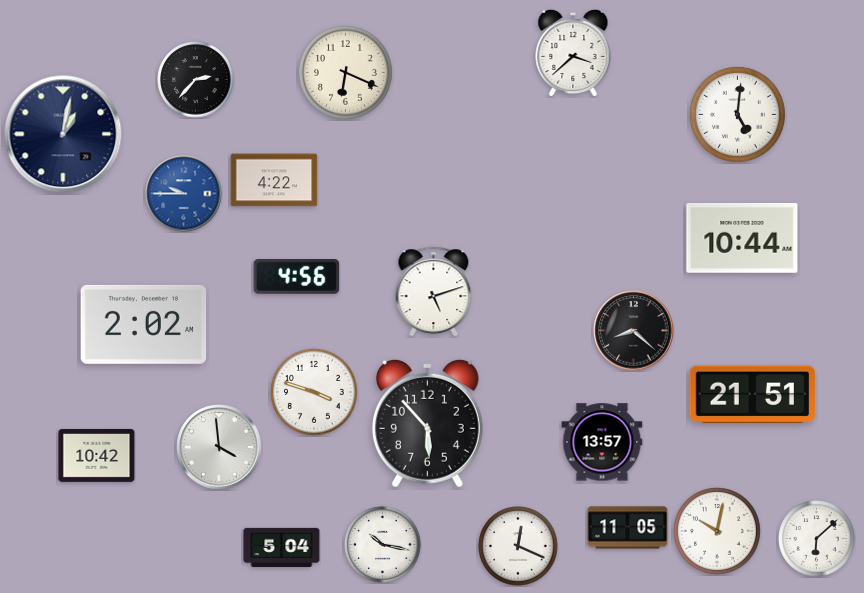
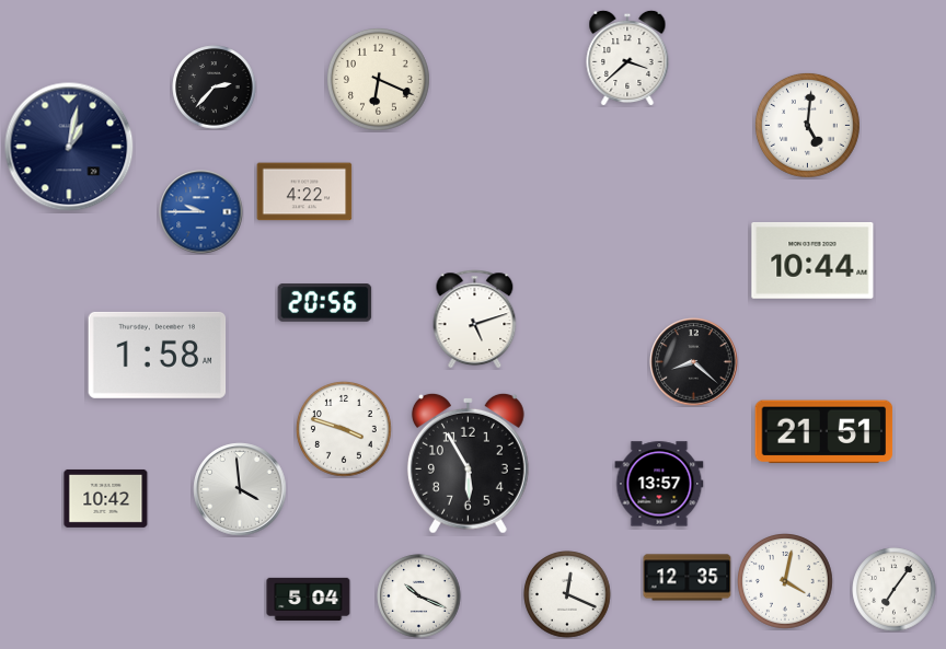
clock at (274, 180) position: (274, 180) -> (304, 192)
clock at (297, 277): 4:56 -> 20:56
clock at (144, 324): 2:02 -> 1:58
clock at (427, 423): 5:53 -> 5:55
clock at (628, 528): 11:05 -> 12:35
clock at (718, 532): 10:02 -> 4:02
clock at (817, 539): 6:08 -> 7:06
clock at (383, 545): 10:17 -> 10:19
clock at (518, 546) position: (518, 546) -> (567, 594)
